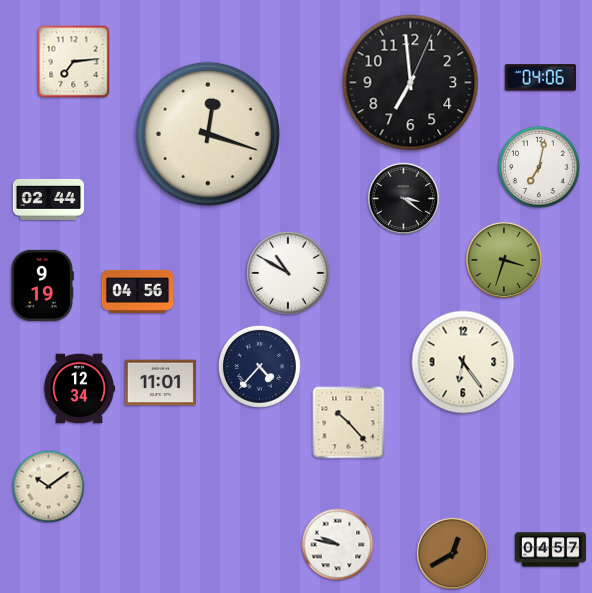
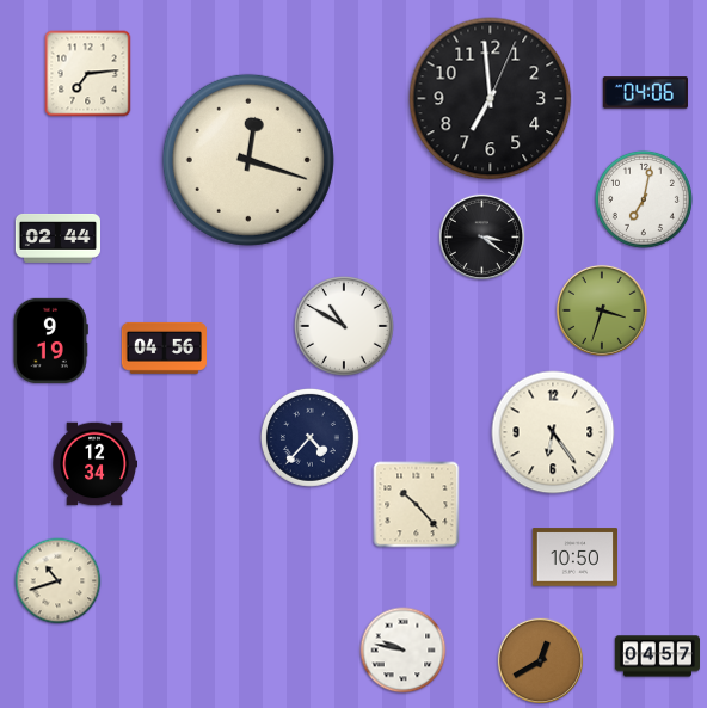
clock at (160, 383): 11:01 -> none
clock at (574, 558): none -> 10:50
clock at (49, 487): 10:09 -> 10:42
